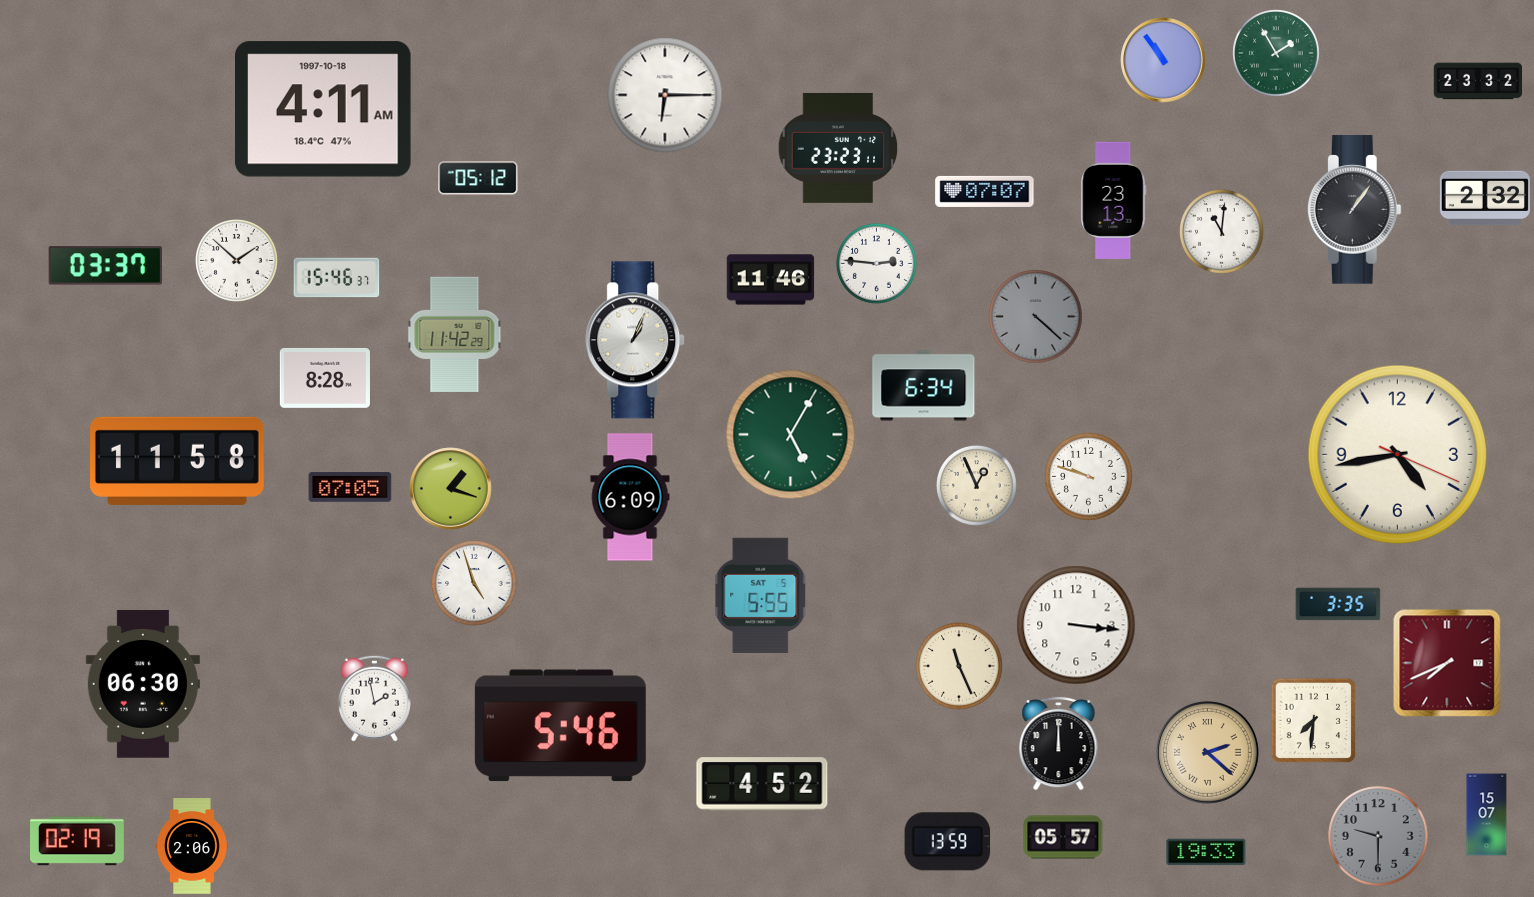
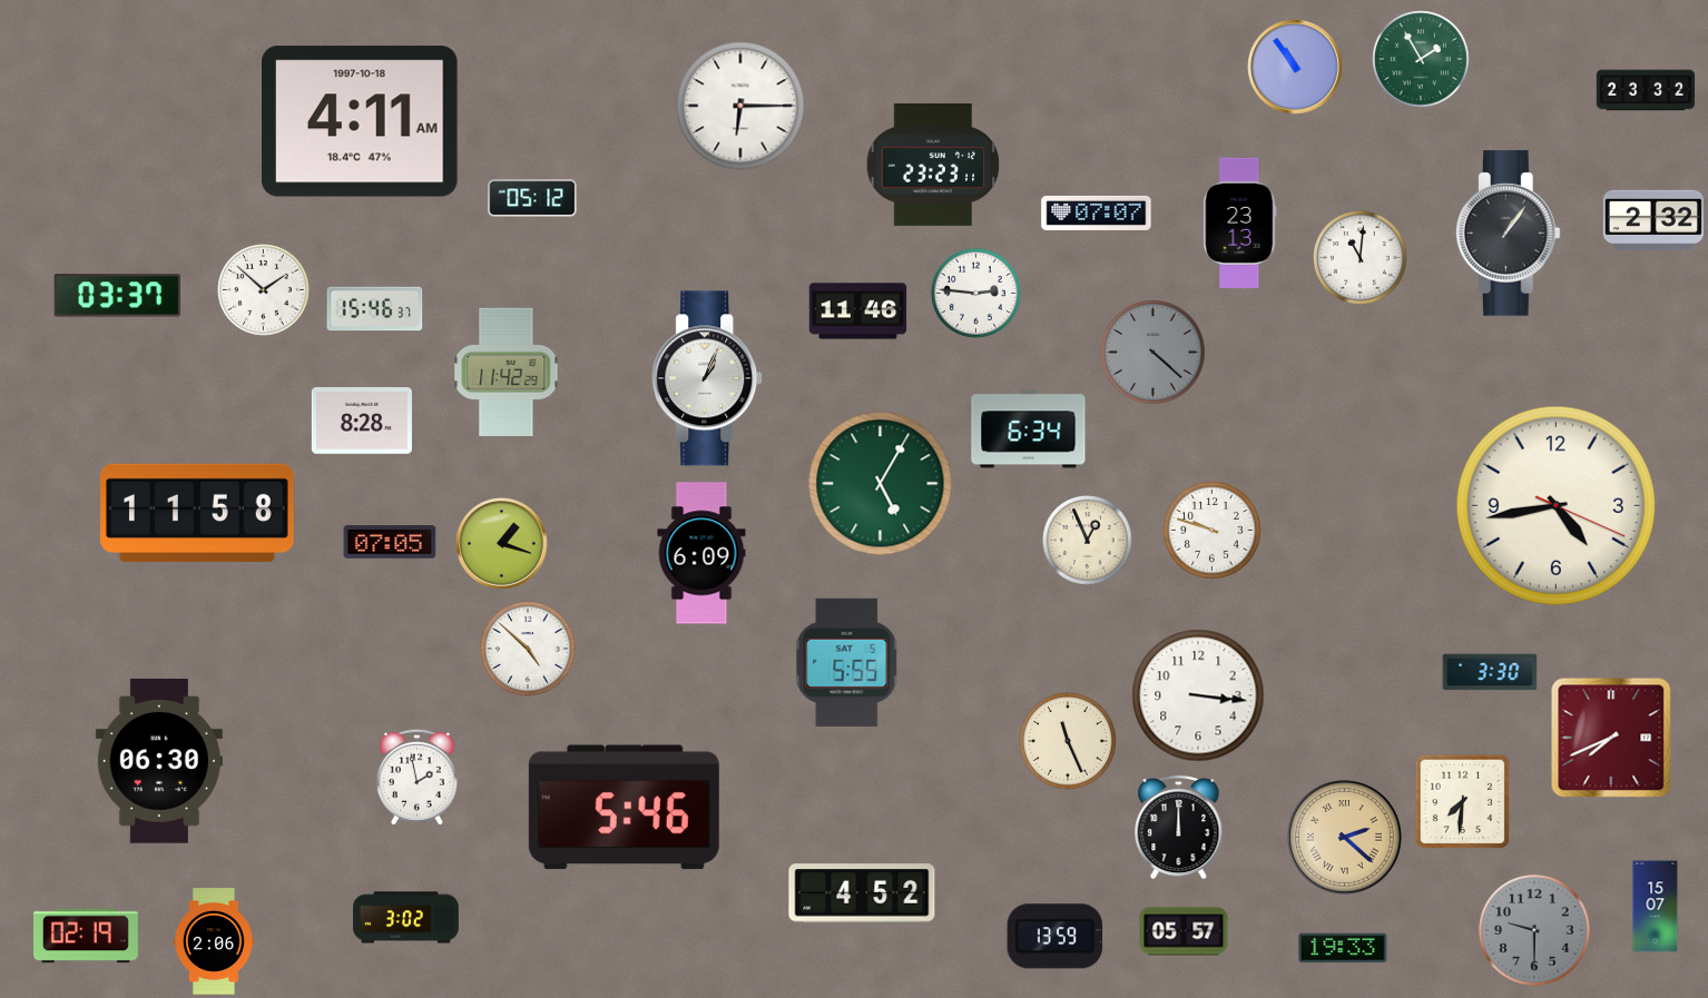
clock at (475, 584): 4:57 -> 4:52
clock at (1338, 604): 3:35 -> 3:30
clock at (762, 784) position: (762, 784) -> (862, 893)
clock at (406, 918): none -> 3:02
